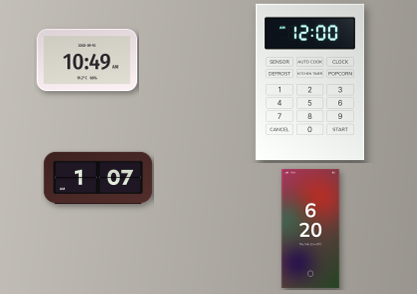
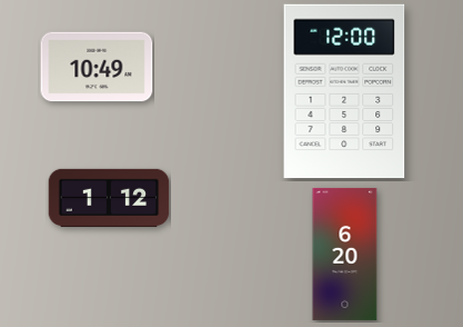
clock at (98, 178): 1:07 -> 1:12
